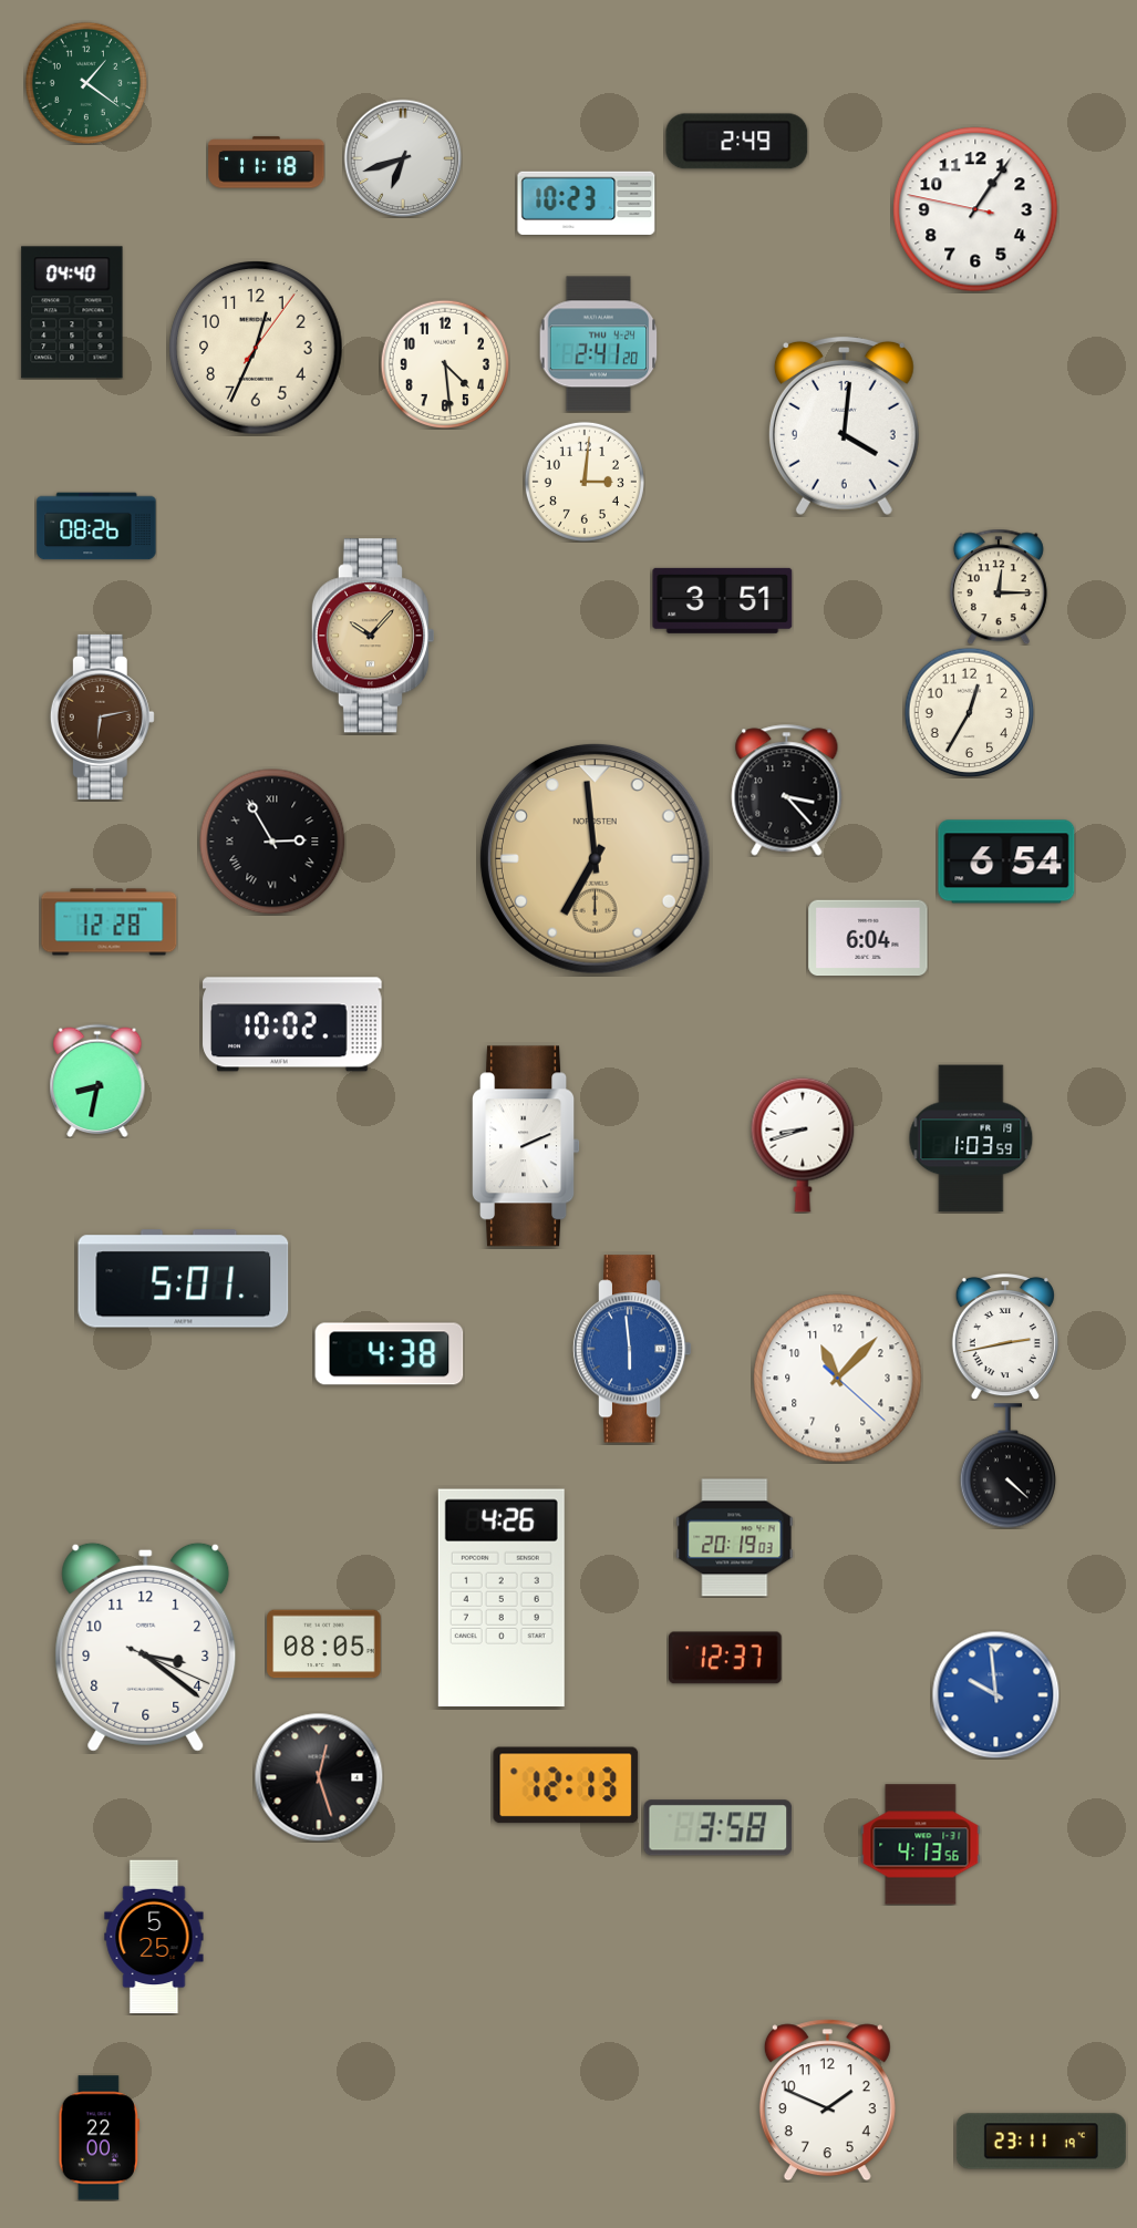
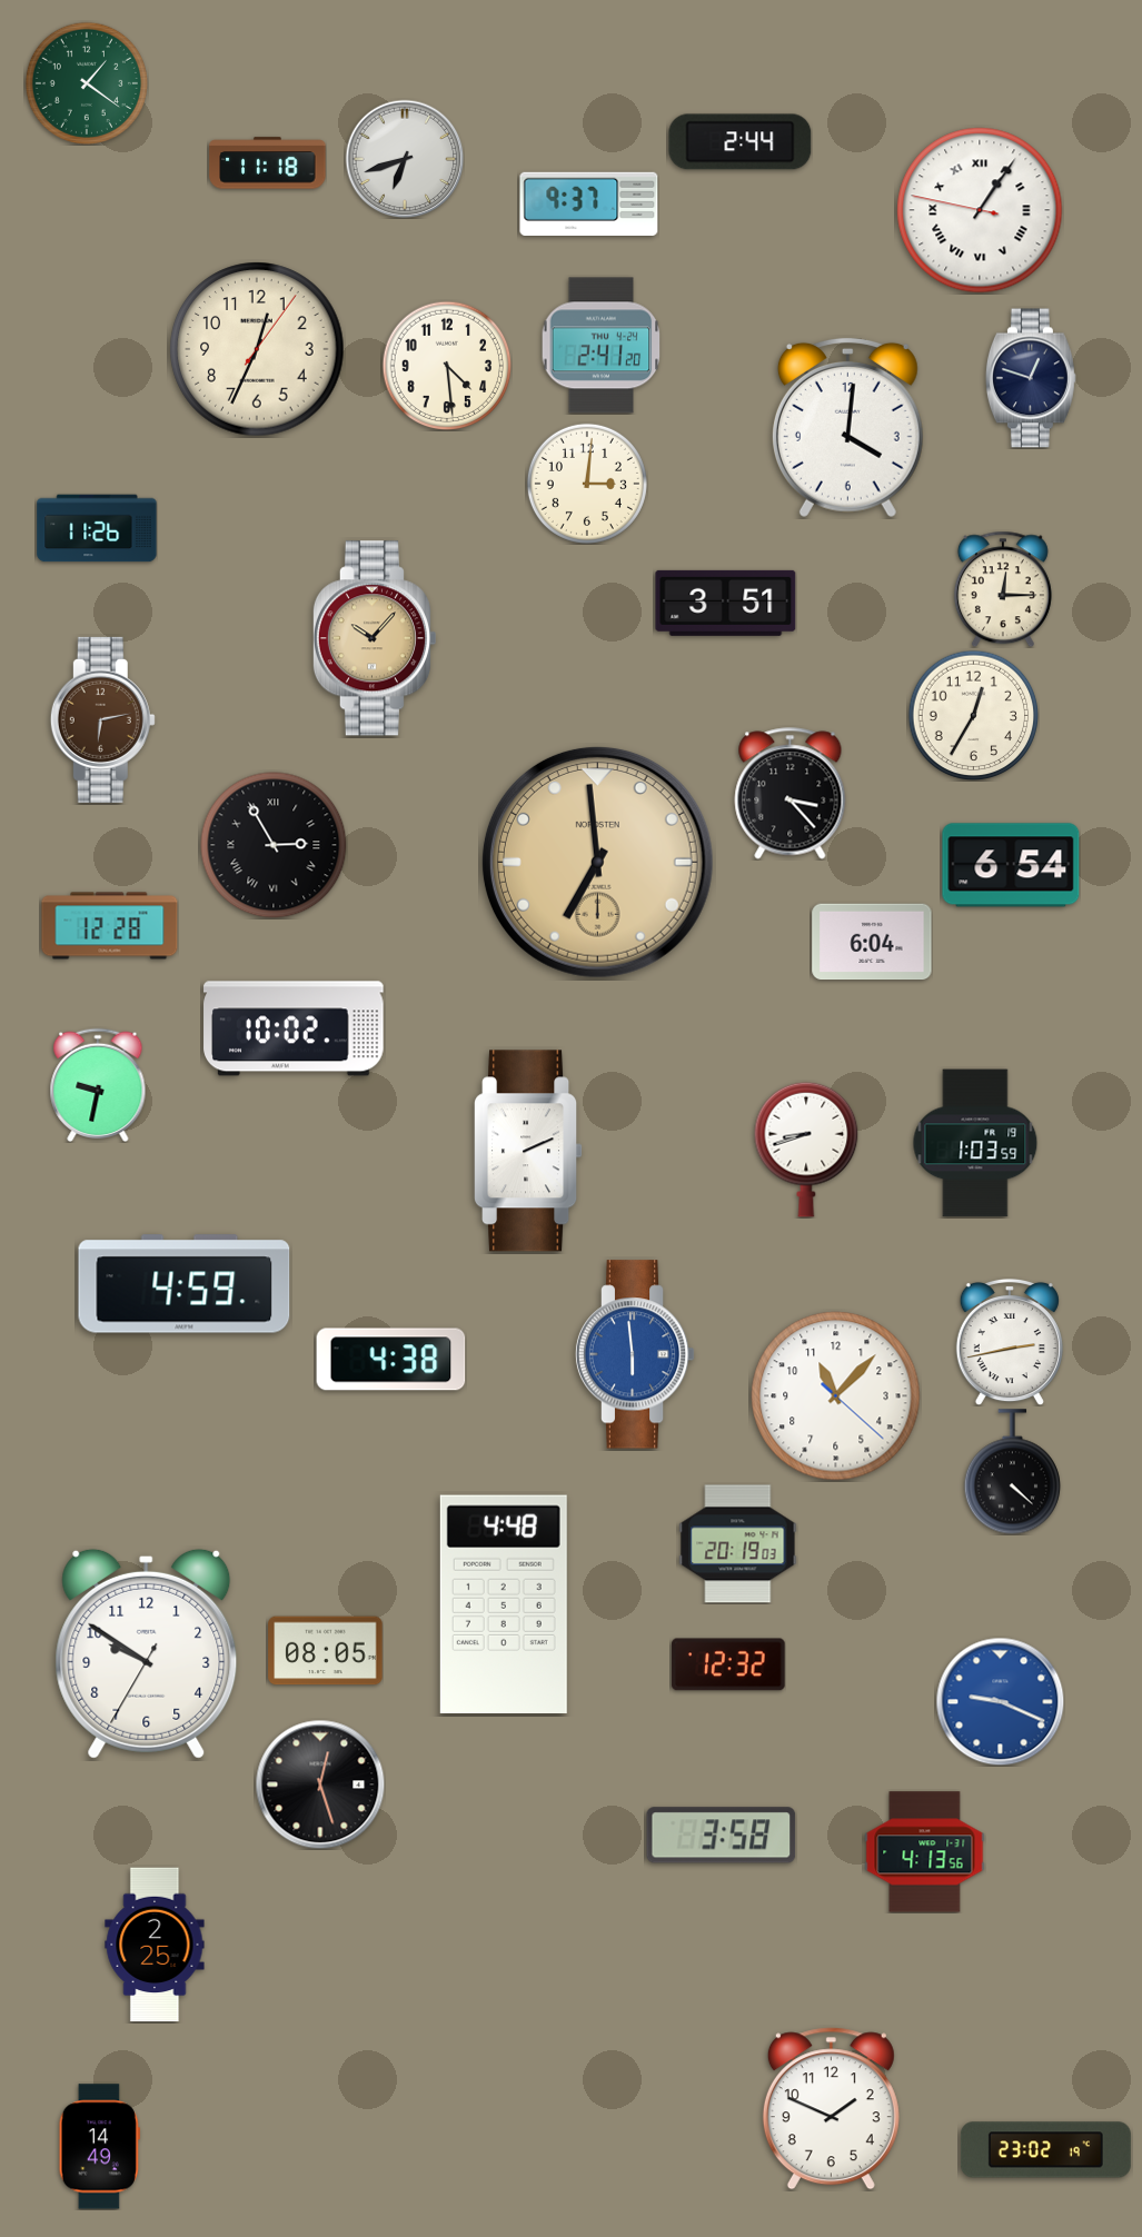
clock at (737, 142): 2:49 -> 2:44
clock at (587, 203): 10:23 -> 9:37
clock at (975, 209) numerals: Arabic -> Roman
clock at (72, 312): 04:40 -> none
clock at (1031, 378): none -> 12:48
clock at (96, 526): 08:26 -> 11:26
clock at (97, 1081): 8:32 -> 9:32
clock at (184, 1279): 5:01 -> 4:59
clock at (838, 1379) position: (838, 1379) -> (836, 1396)
clock at (502, 1597): 4:26 -> 4:48
clock at (146, 1647): 3:21 -> 9:50
clock at (725, 1658): 12:37 -> 12:32
clock at (995, 1694): 9:59 -> 9:19
clock at (566, 1785): 12:13 -> none
clock at (154, 1937): 5:25 -> 2:25
clock at (99, 2138): 22:00 -> 14:49
clock at (1041, 2142): 23:11 -> 23:02
